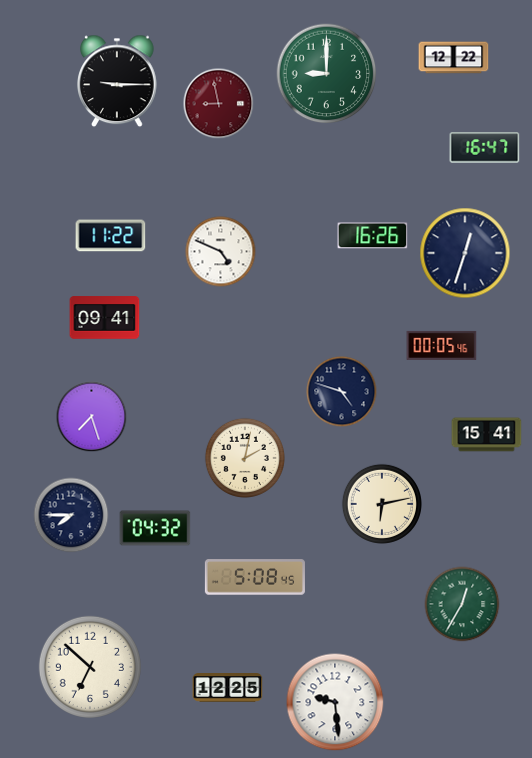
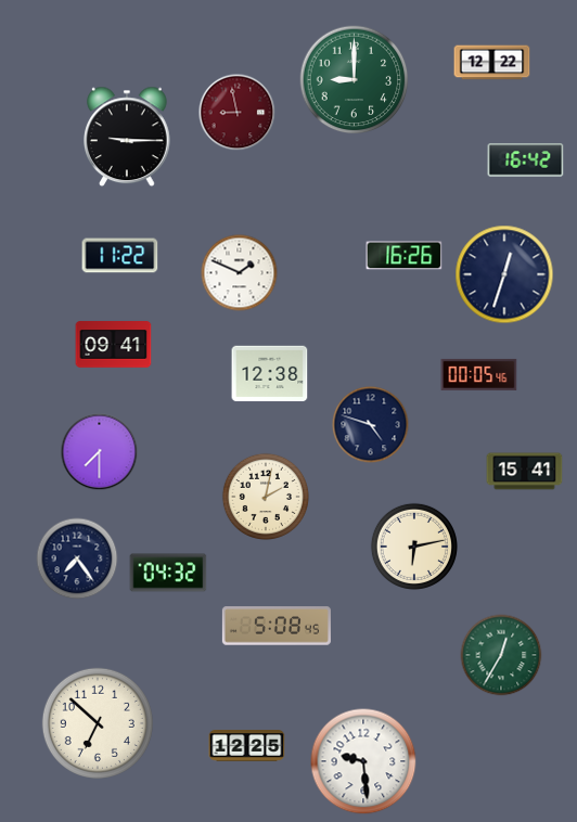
clock at (118, 81) position: (118, 81) -> (128, 137)
clock at (485, 148): 16:47 -> 16:42
clock at (221, 252): 4:49 -> 1:49
clock at (270, 374): none -> 12:38
clock at (92, 417): 7:27 -> 7:30
clock at (487, 435) position: (487, 435) -> (525, 472)
clock at (71, 515): 7:45 -> 7:24
